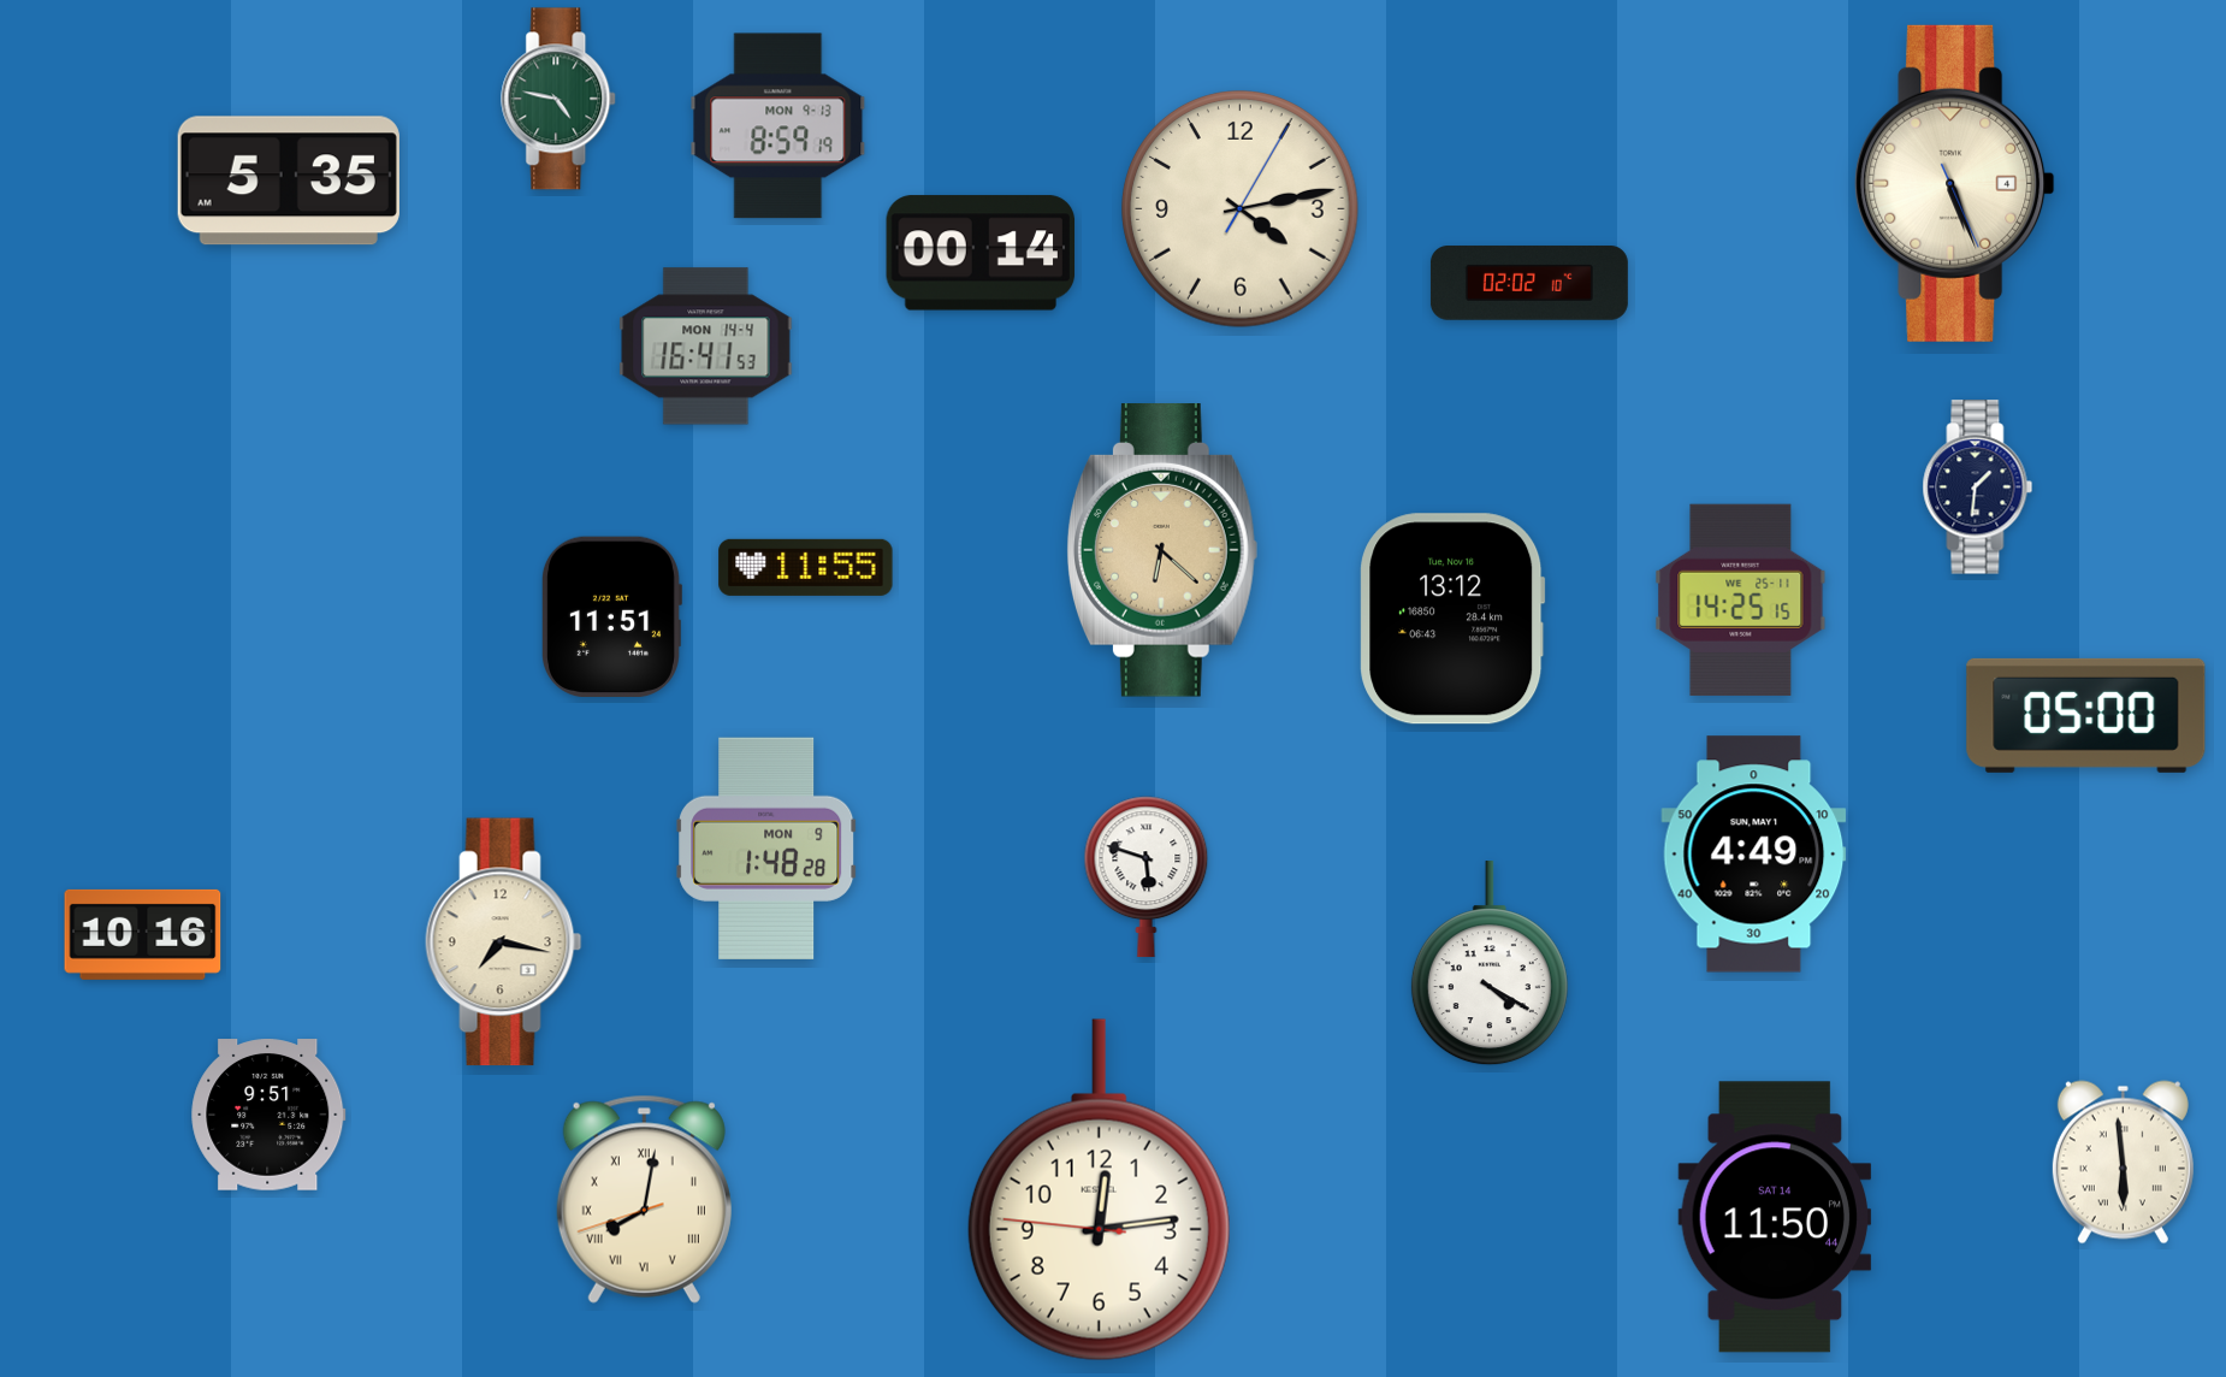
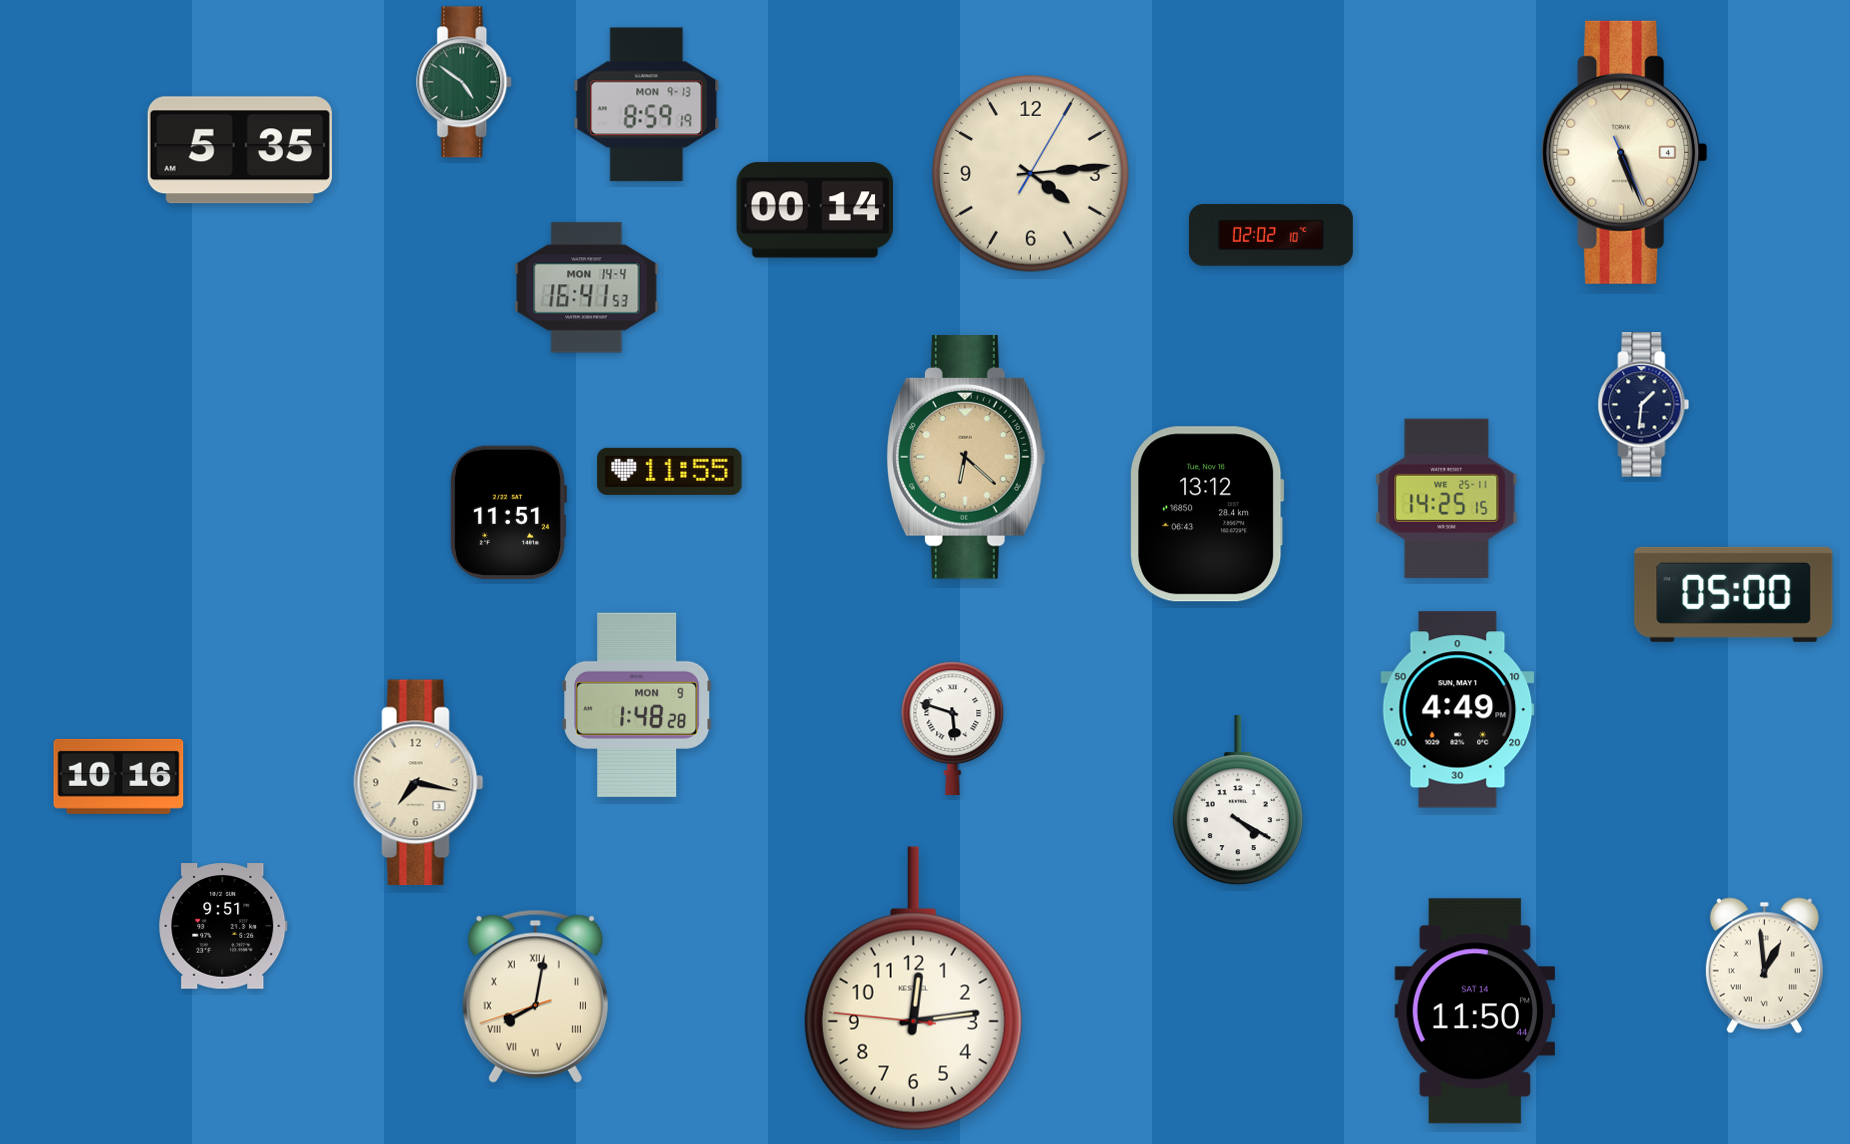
clock at (560, 99): 4:47 -> 4:51
clock at (1241, 209): 4:13 -> 4:14
clock at (2123, 1163): 5:59 -> 12:59
